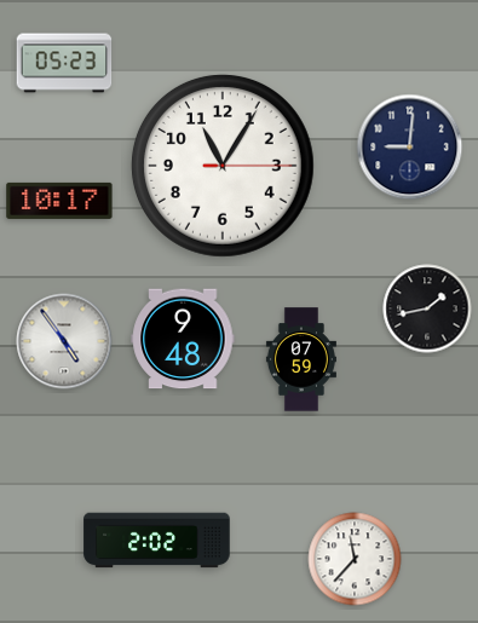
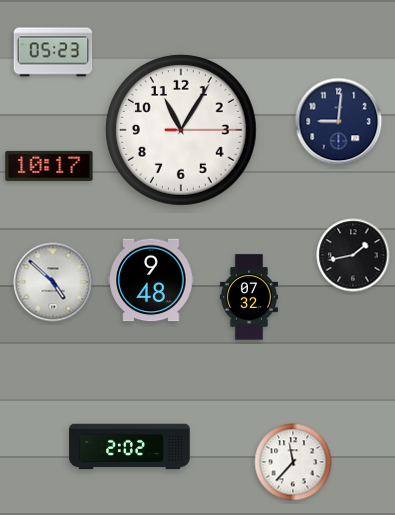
clock at (223, 166) position: (223, 166) -> (181, 130)
clock at (64, 341): 4:54 -> 4:52
clock at (301, 359): 07:59 -> 07:32
